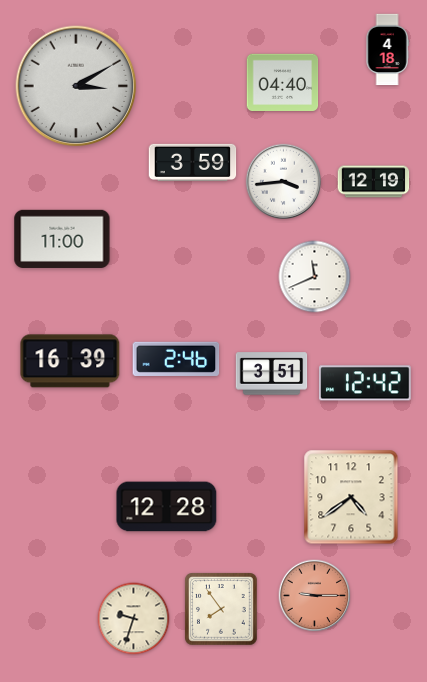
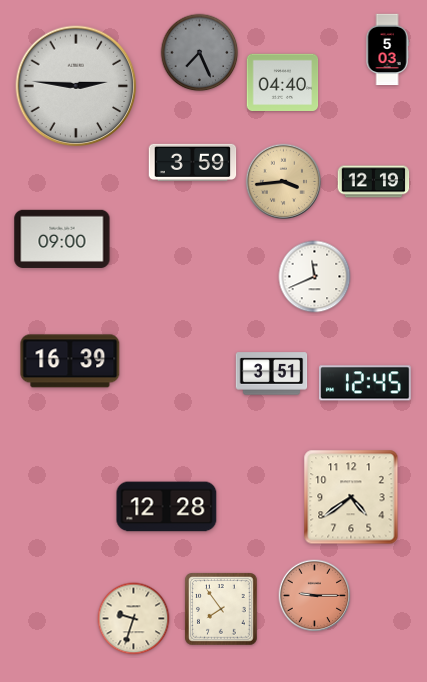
clock at (387, 50): 4:18 -> 5:03
clock at (200, 53): none -> 7:26
clock at (76, 86): 3:10 -> 2:46
clock at (283, 181) dial: white -> champagne
clock at (62, 239): 11:00 -> 09:00
clock at (176, 359): 2:46 -> none
clock at (366, 383): 12:42 -> 12:45
